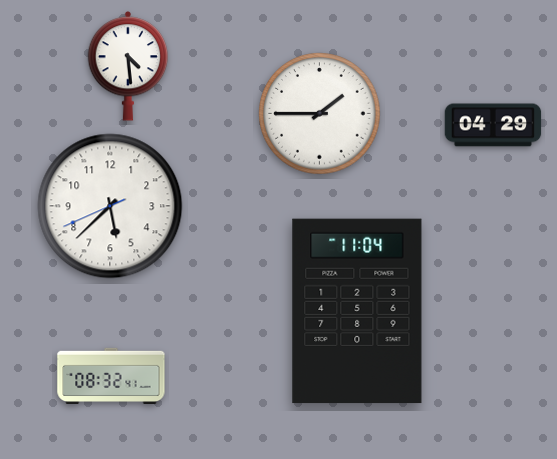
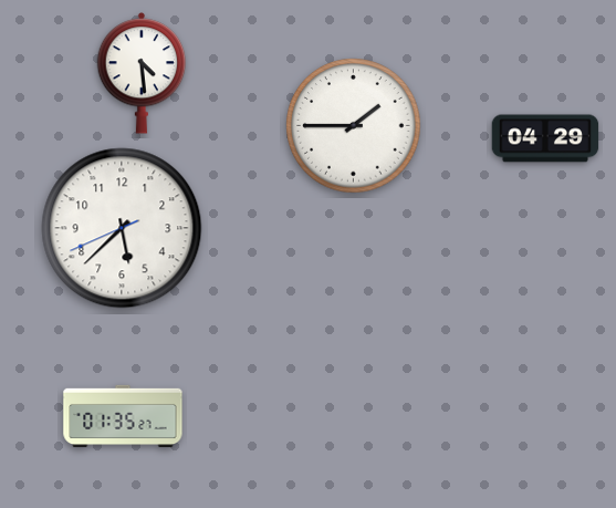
clock at (357, 311): 11:04 -> none
clock at (111, 375): 08:32 -> 01:35
